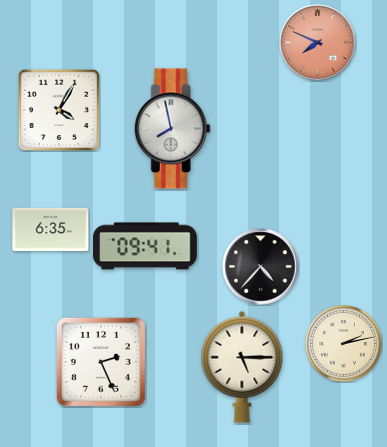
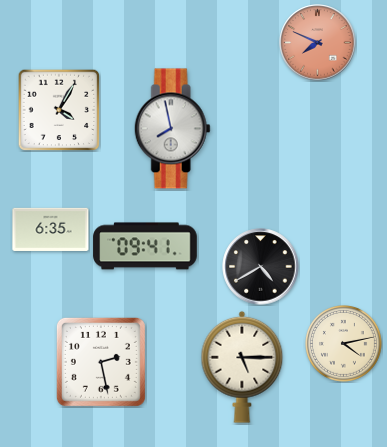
clock at (261, 267): 4:37 -> 4:40
clock at (344, 344): 2:13 -> 4:13
clock at (101, 362): 2:26 -> 2:28
